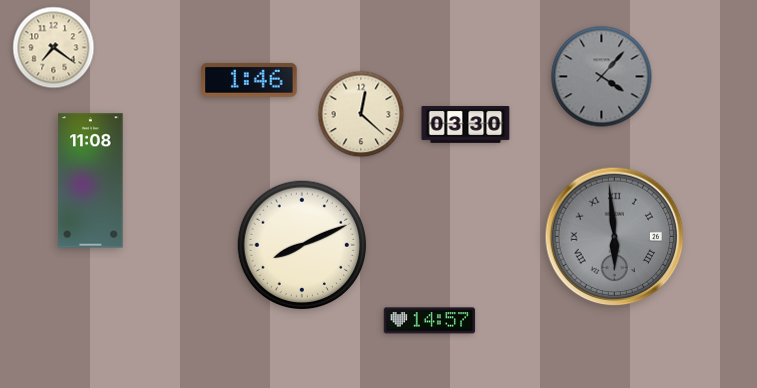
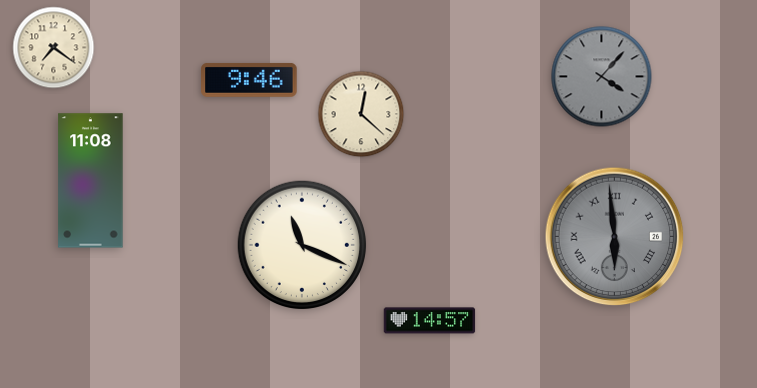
clock at (249, 80): 1:46 -> 9:46
clock at (466, 125): 03:30 -> none
clock at (302, 245): 8:11 -> 11:19
